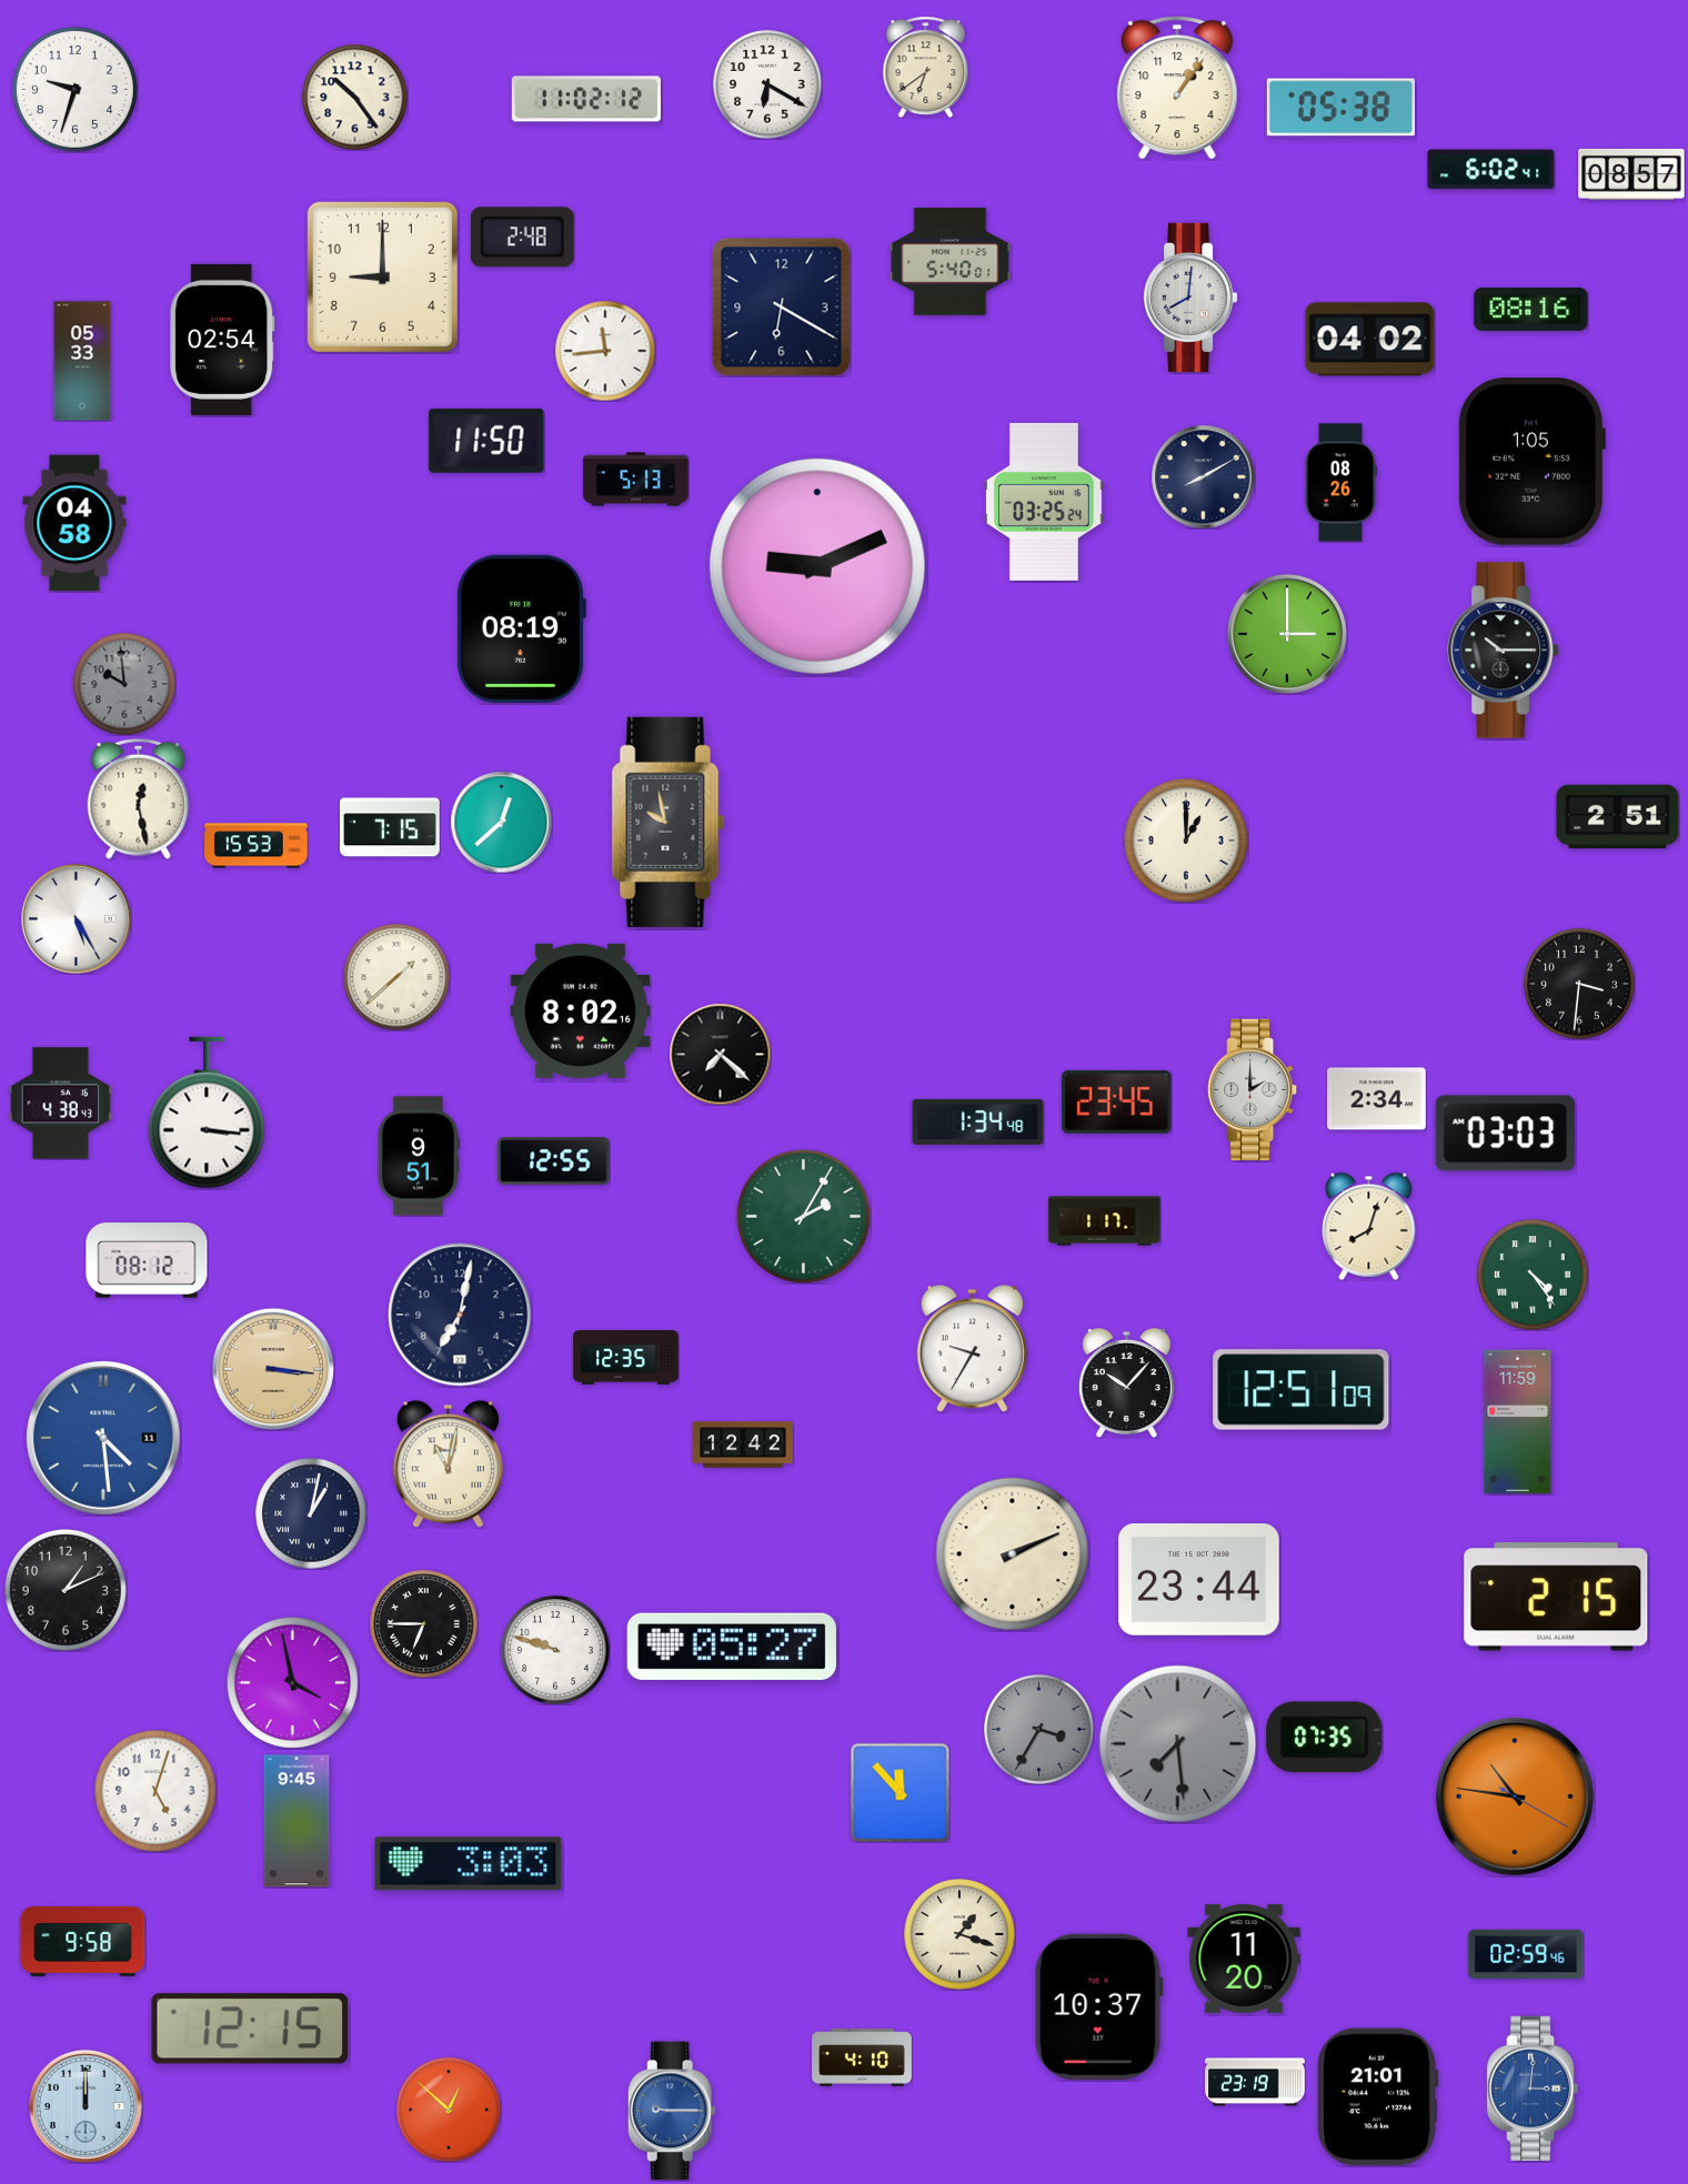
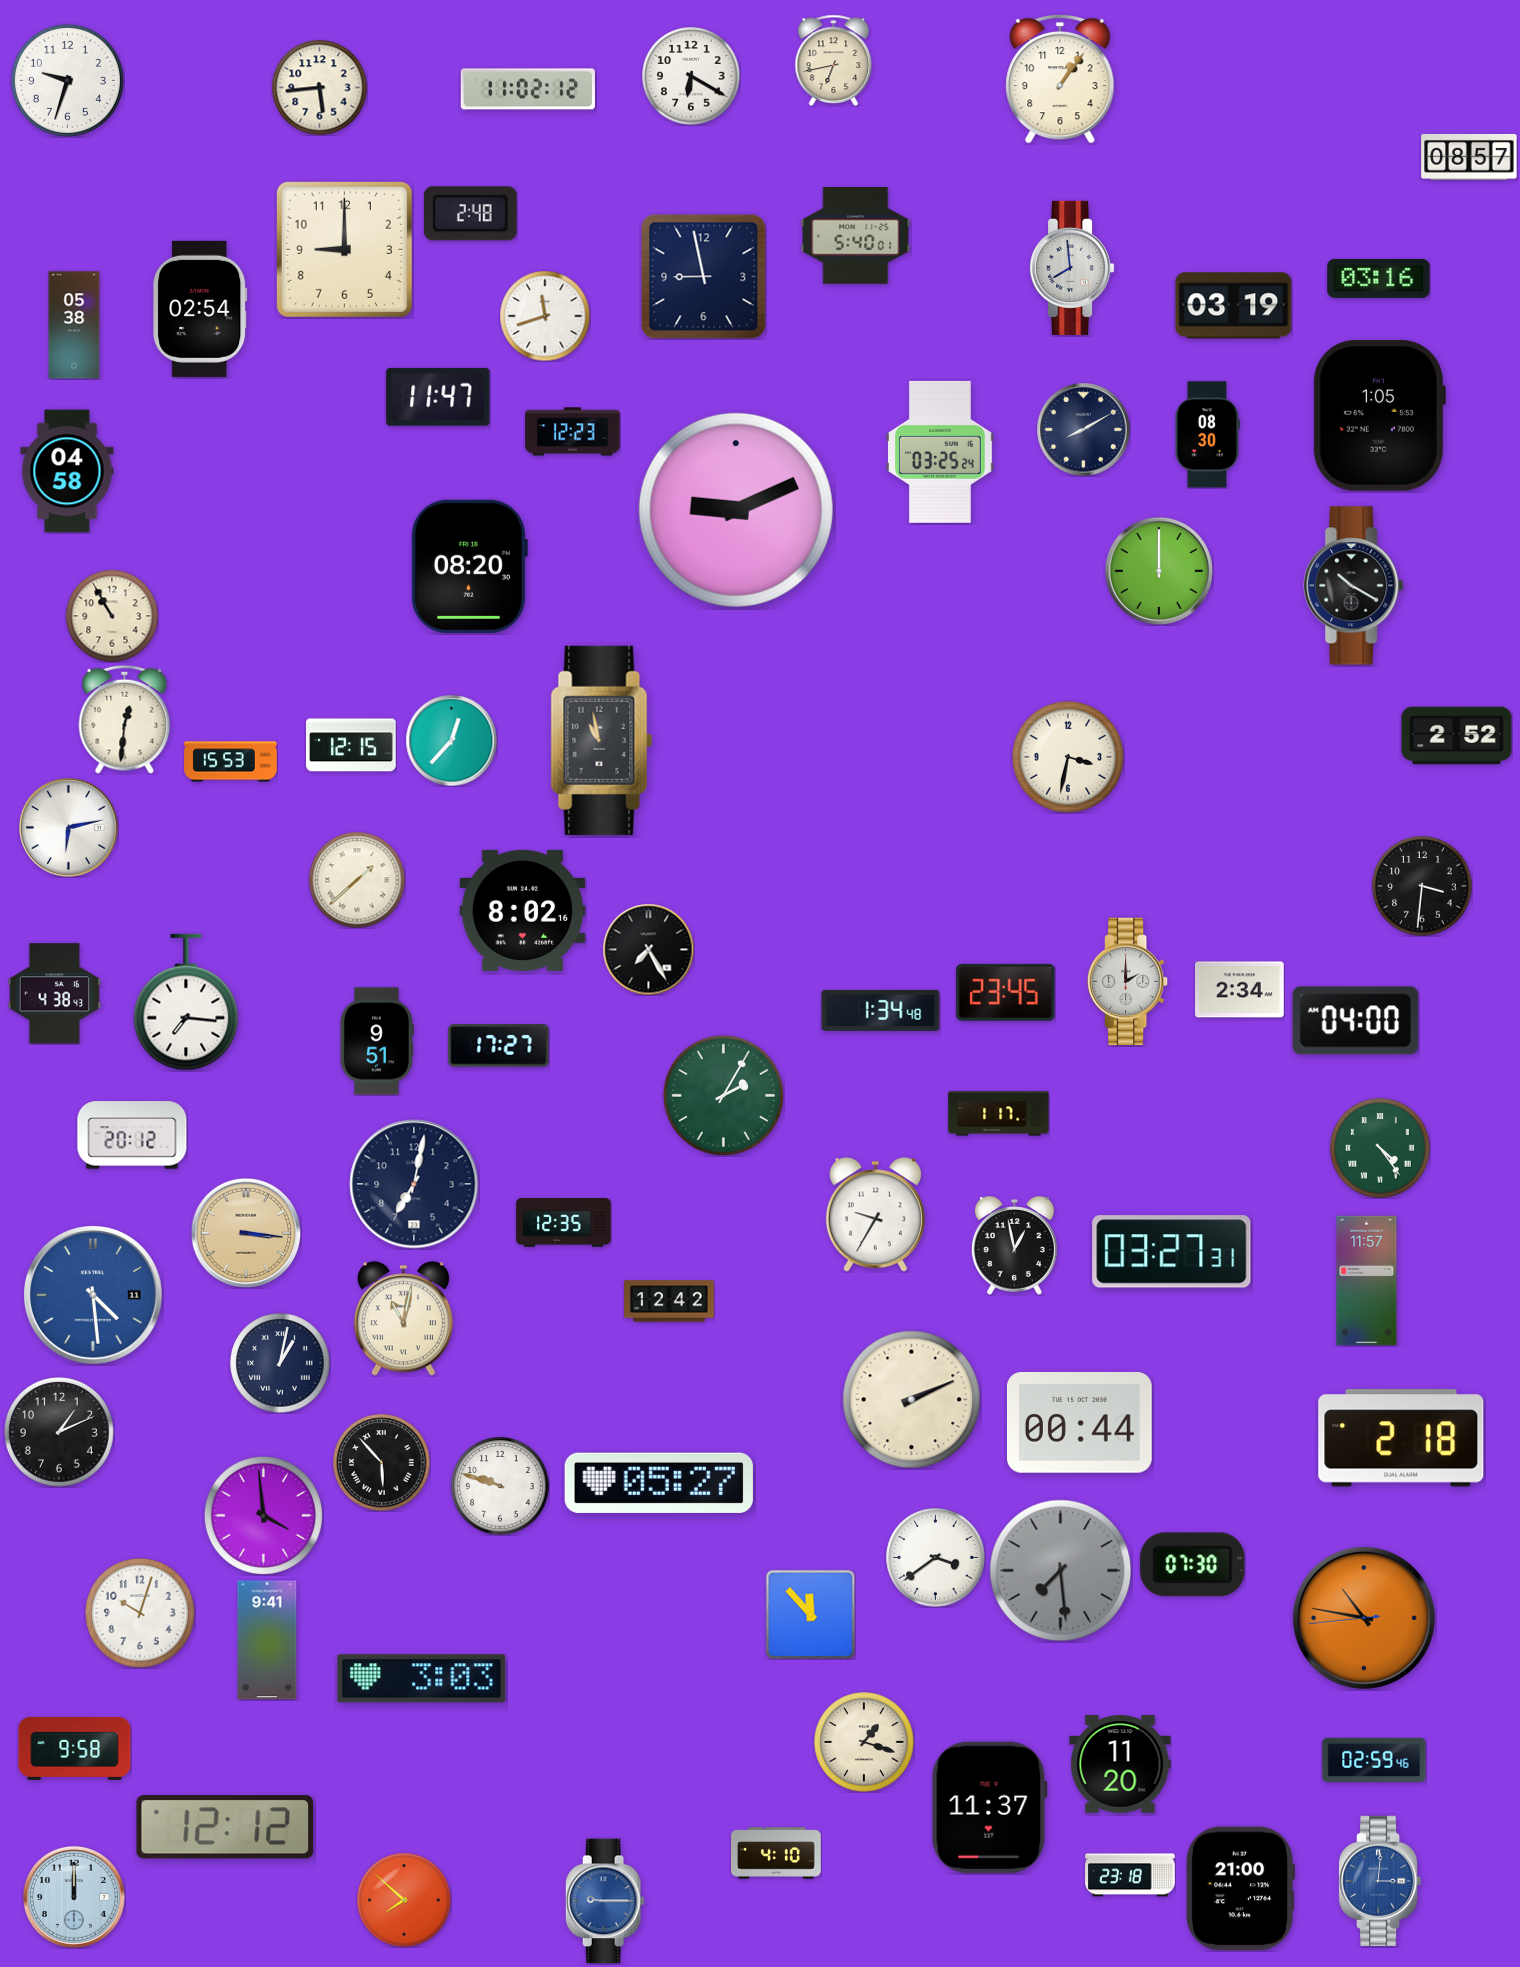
clock at (926, 67): 6:39 -> 6:43
clock at (354, 97): 10:24 -> 5:44
clock at (1340, 108): 05:38 -> none
clock at (1491, 170): 6:02 -> none
clock at (1192, 298): 8:01 -> 7:59
clock at (782, 308): 6:20 -> 8:58
clock at (1531, 309): 08:16 -> 03:16
clock at (222, 340) position: (222, 340) -> (200, 309)
clock at (1370, 340): 04:02 -> 03:19
clock at (605, 351): 11:44 -> 11:42
clock at (82, 361): 05:33 -> 05:38
clock at (486, 441): 11:50 -> 11:47
clock at (636, 480): 5:13 -> 12:23
clock at (1342, 483): 08:26 -> 08:30
clock at (521, 628): 08:19 -> 08:20
clock at (1286, 633): 3:00 -> 12:00
clock at (1504, 651): 10:15 -> 10:20
clock at (124, 684): 9:59 -> 10:55
clock at (124, 684) dial: grey -> cream
clock at (139, 798): 12:28 -> 12:31
clock at (1618, 817): 2:51 -> 2:52
clock at (501, 822): 12:38 -> 12:37
clock at (669, 822): 9:58 -> 10:58
clock at (391, 827): 7:15 -> 12:15
clock at (1186, 841): 1:00 -> 3:32
clock at (77, 919): 5:25 -> 6:13
clock at (720, 1054): 7:22 -> 7:25
clock at (207, 1113): 3:16 -> 7:16
clock at (1506, 1134): 03:03 -> 04:00
clock at (554, 1161): 12:55 -> 17:27
clock at (1105, 1221) position: (1105, 1221) -> (999, 1114)
clock at (1369, 1226): 8:03 -> none
clock at (147, 1260): 08:12 -> 20:12
clock at (1126, 1383): 10:07 -> 12:58
clock at (1302, 1390): 12:51 -> 03:27
clock at (1518, 1422): 11:59 -> 11:57
clock at (1198, 1580): 23:44 -> 00:44
clock at (1556, 1597): 2:15 -> 2:18
clock at (424, 1624): 6:45 -> 5:53
clock at (292, 1682): 3:58 -> 3:59
clock at (1039, 1730): 3:35 -> 3:39
clock at (1039, 1730) dial: grey -> white
clock at (1325, 1738): 07:35 -> 07:30
clock at (155, 1791): 5:03 -> 10:03
clock at (1515, 1796): 10:46:20 -> 10:46:44
clock at (297, 1821): 9:45 -> 9:41
clock at (1098, 2006): 10:37 -> 11:37
clock at (250, 2029): 12:15 -> 12:12
clock at (1255, 2082): 23:19 -> 23:18
clock at (1378, 2097): 21:01 -> 21:00
clock at (86, 2106) position: (86, 2106) -> (74, 1897)
clock at (449, 2110): 12:52 -> 7:52
